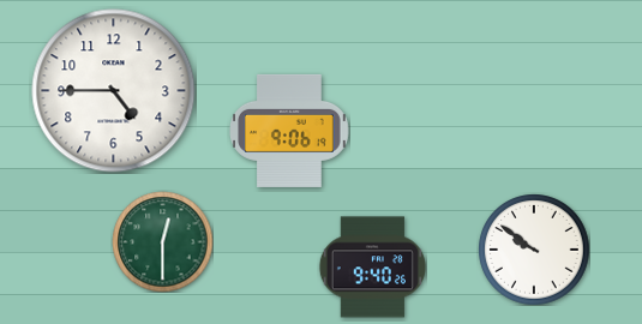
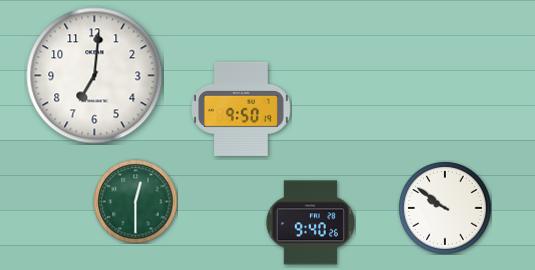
clock at (114, 91): 4:45 -> 7:01
clock at (290, 131): 9:06 -> 9:50
